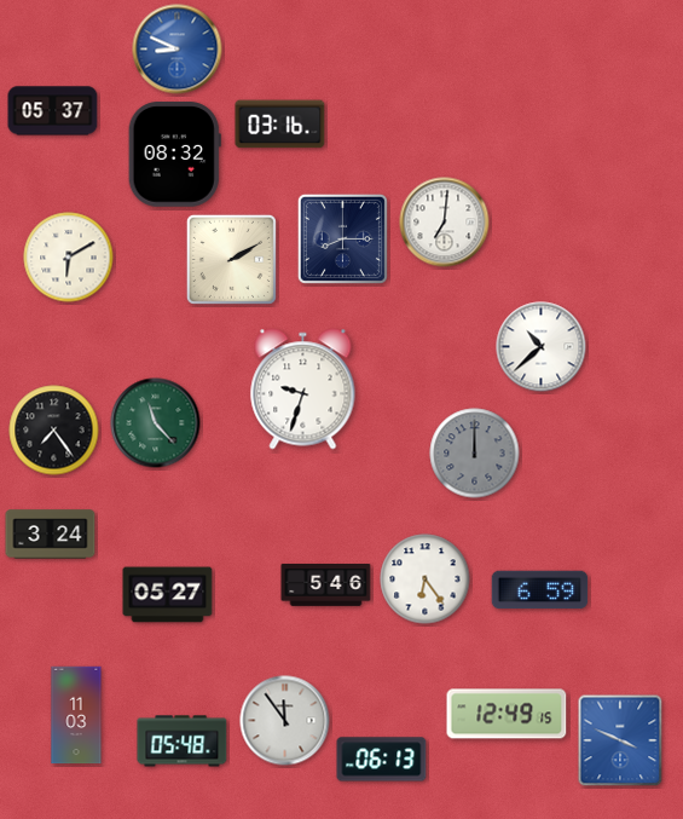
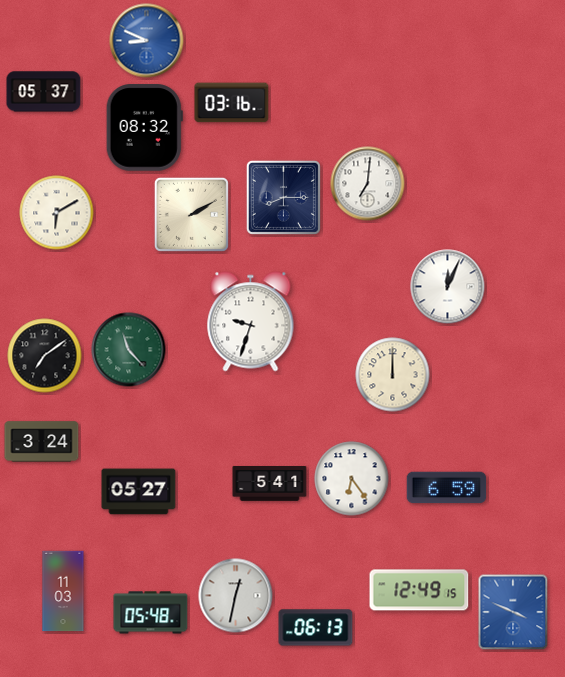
clock at (542, 347): 10:38 -> 12:04
clock at (54, 431): 7:24 -> 7:09
clock at (475, 454) dial: grey -> cream
clock at (326, 586): 5:46 -> 5:41
clock at (285, 721): 11:54 -> 12:32
